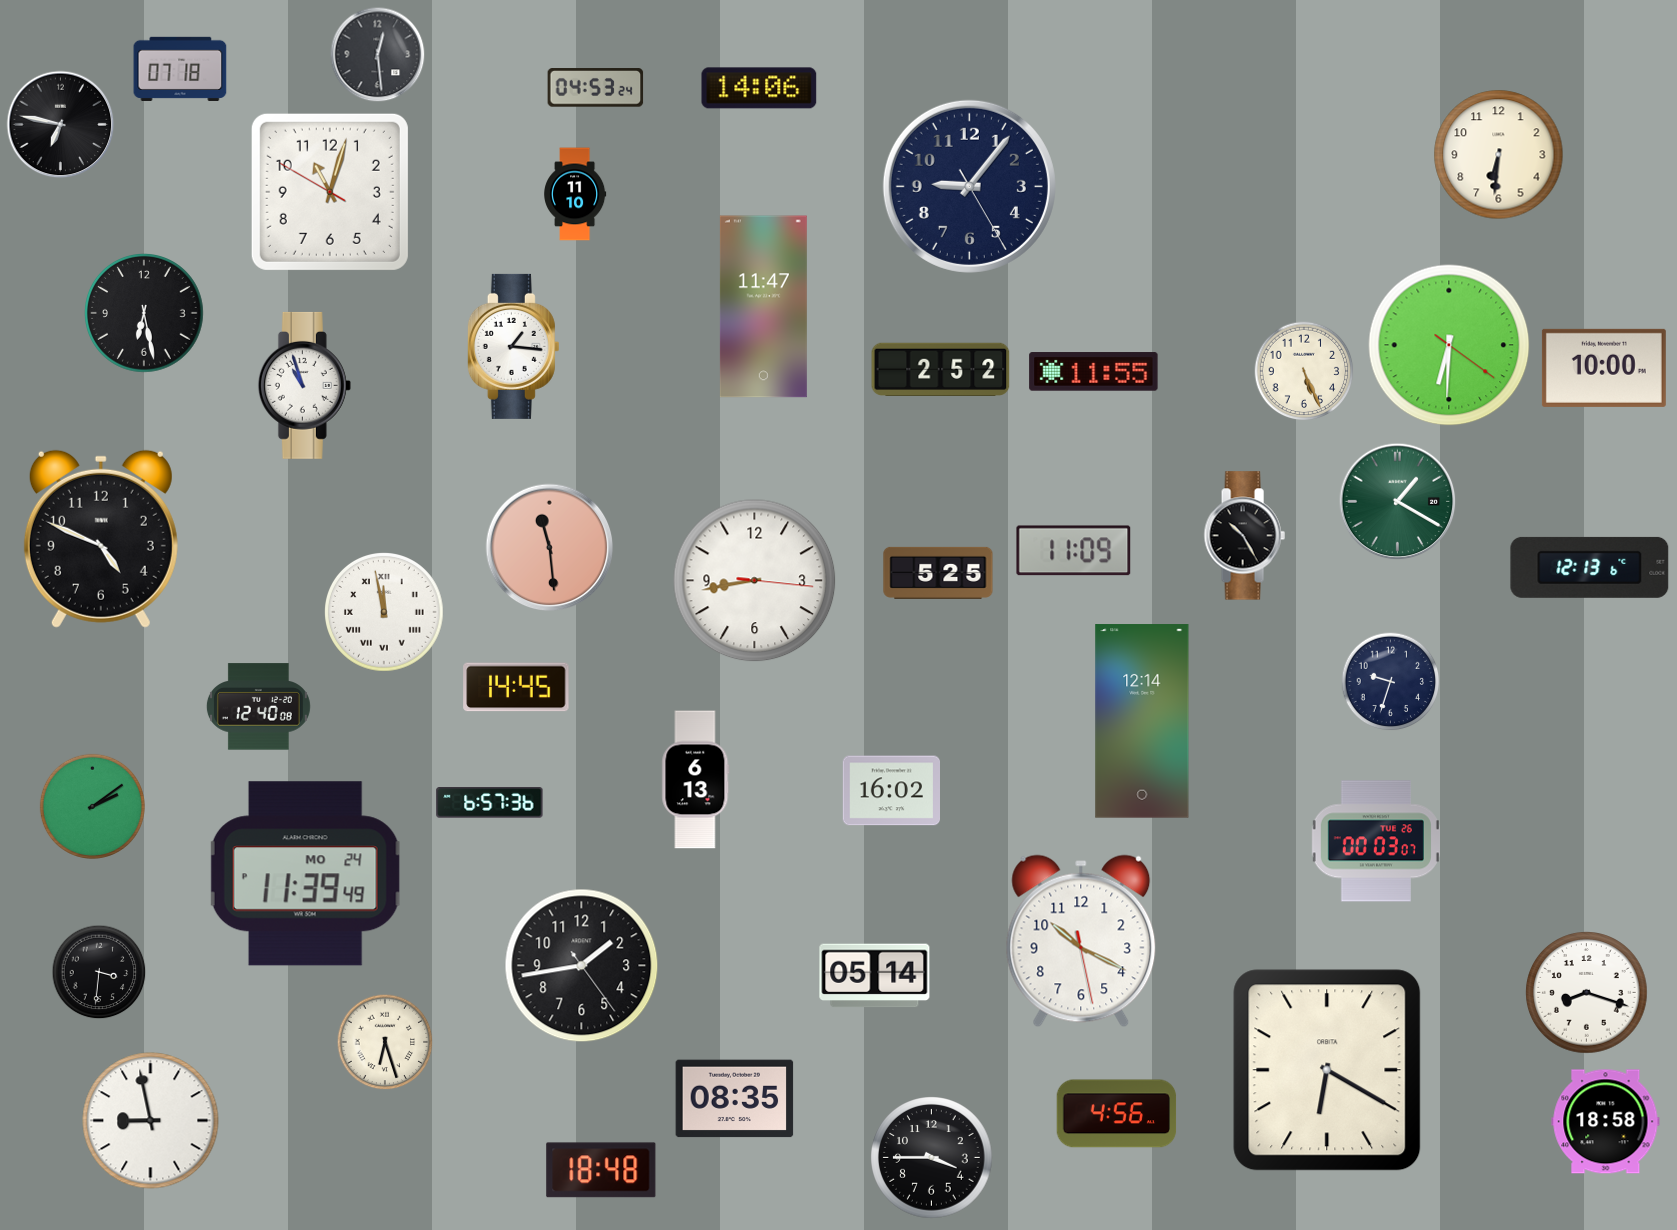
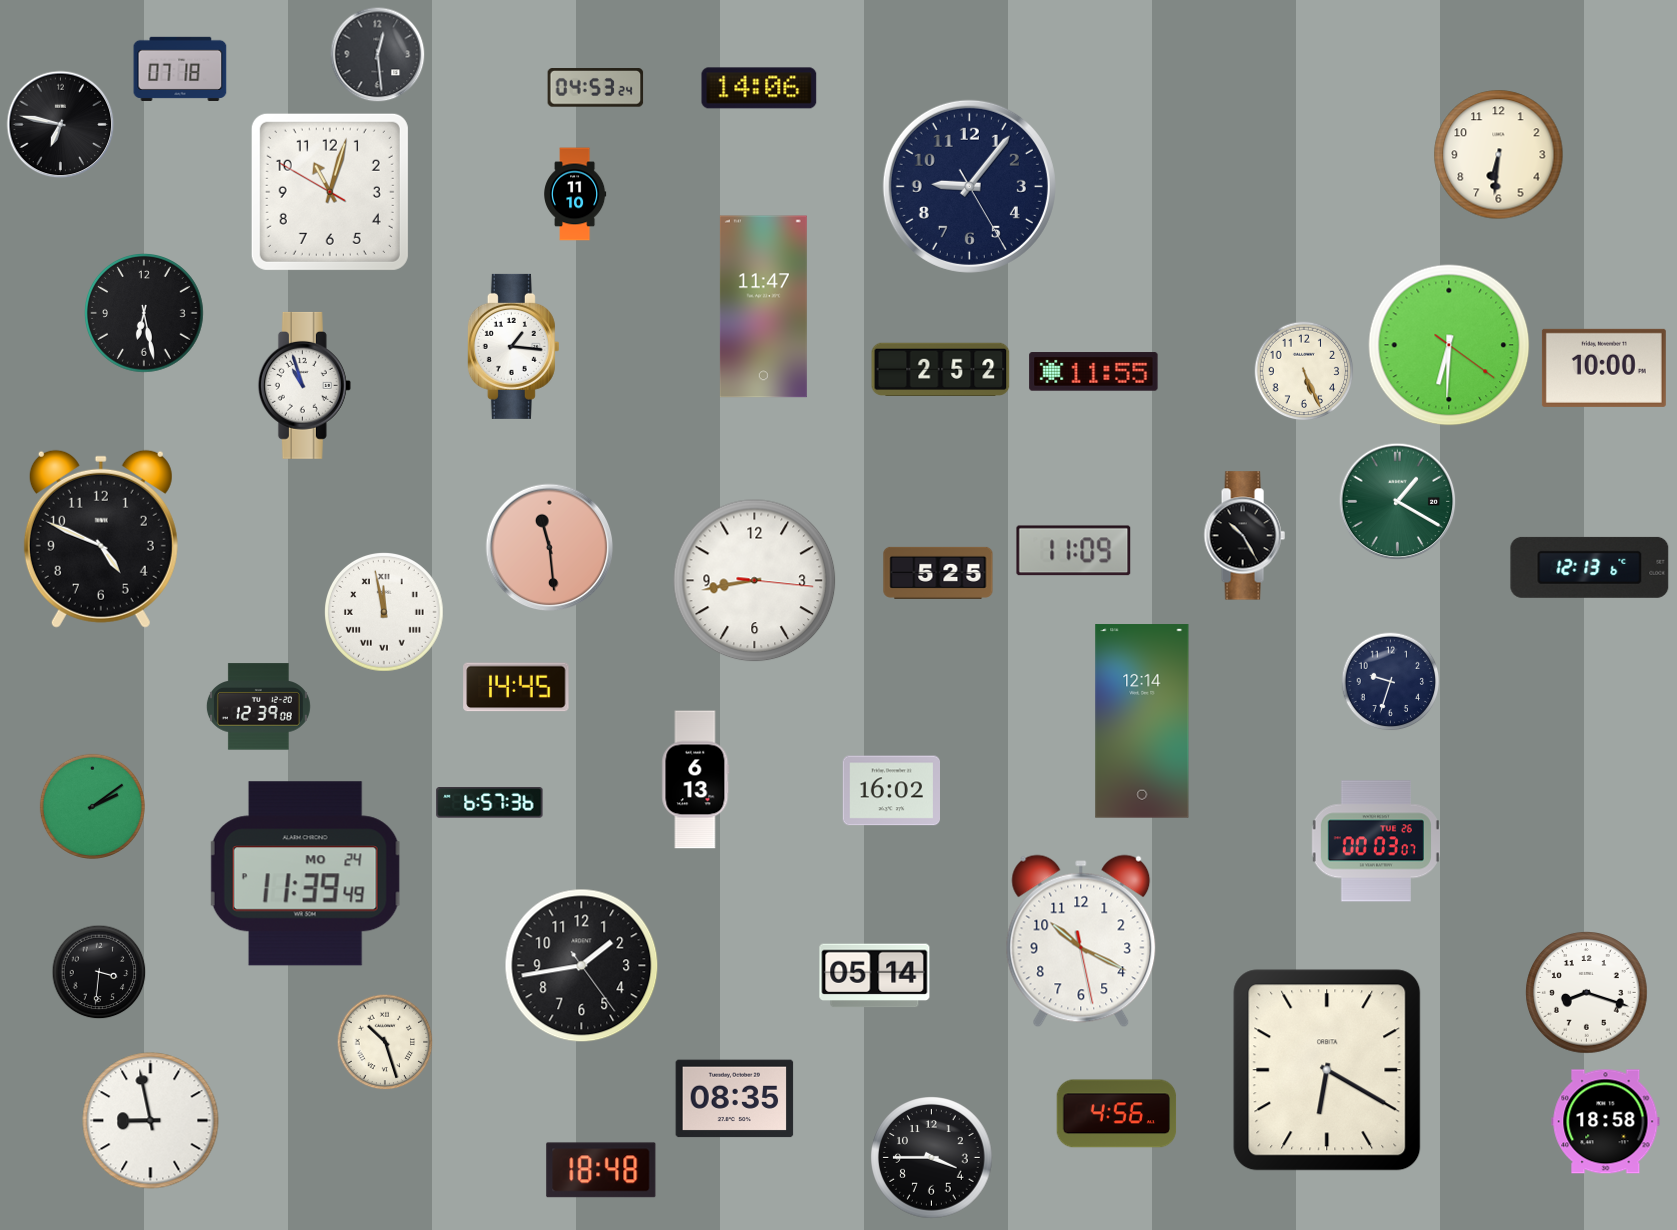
clock at (258, 707): 12:40 -> 12:39
clock at (385, 1042): 6:27 -> 10:27
